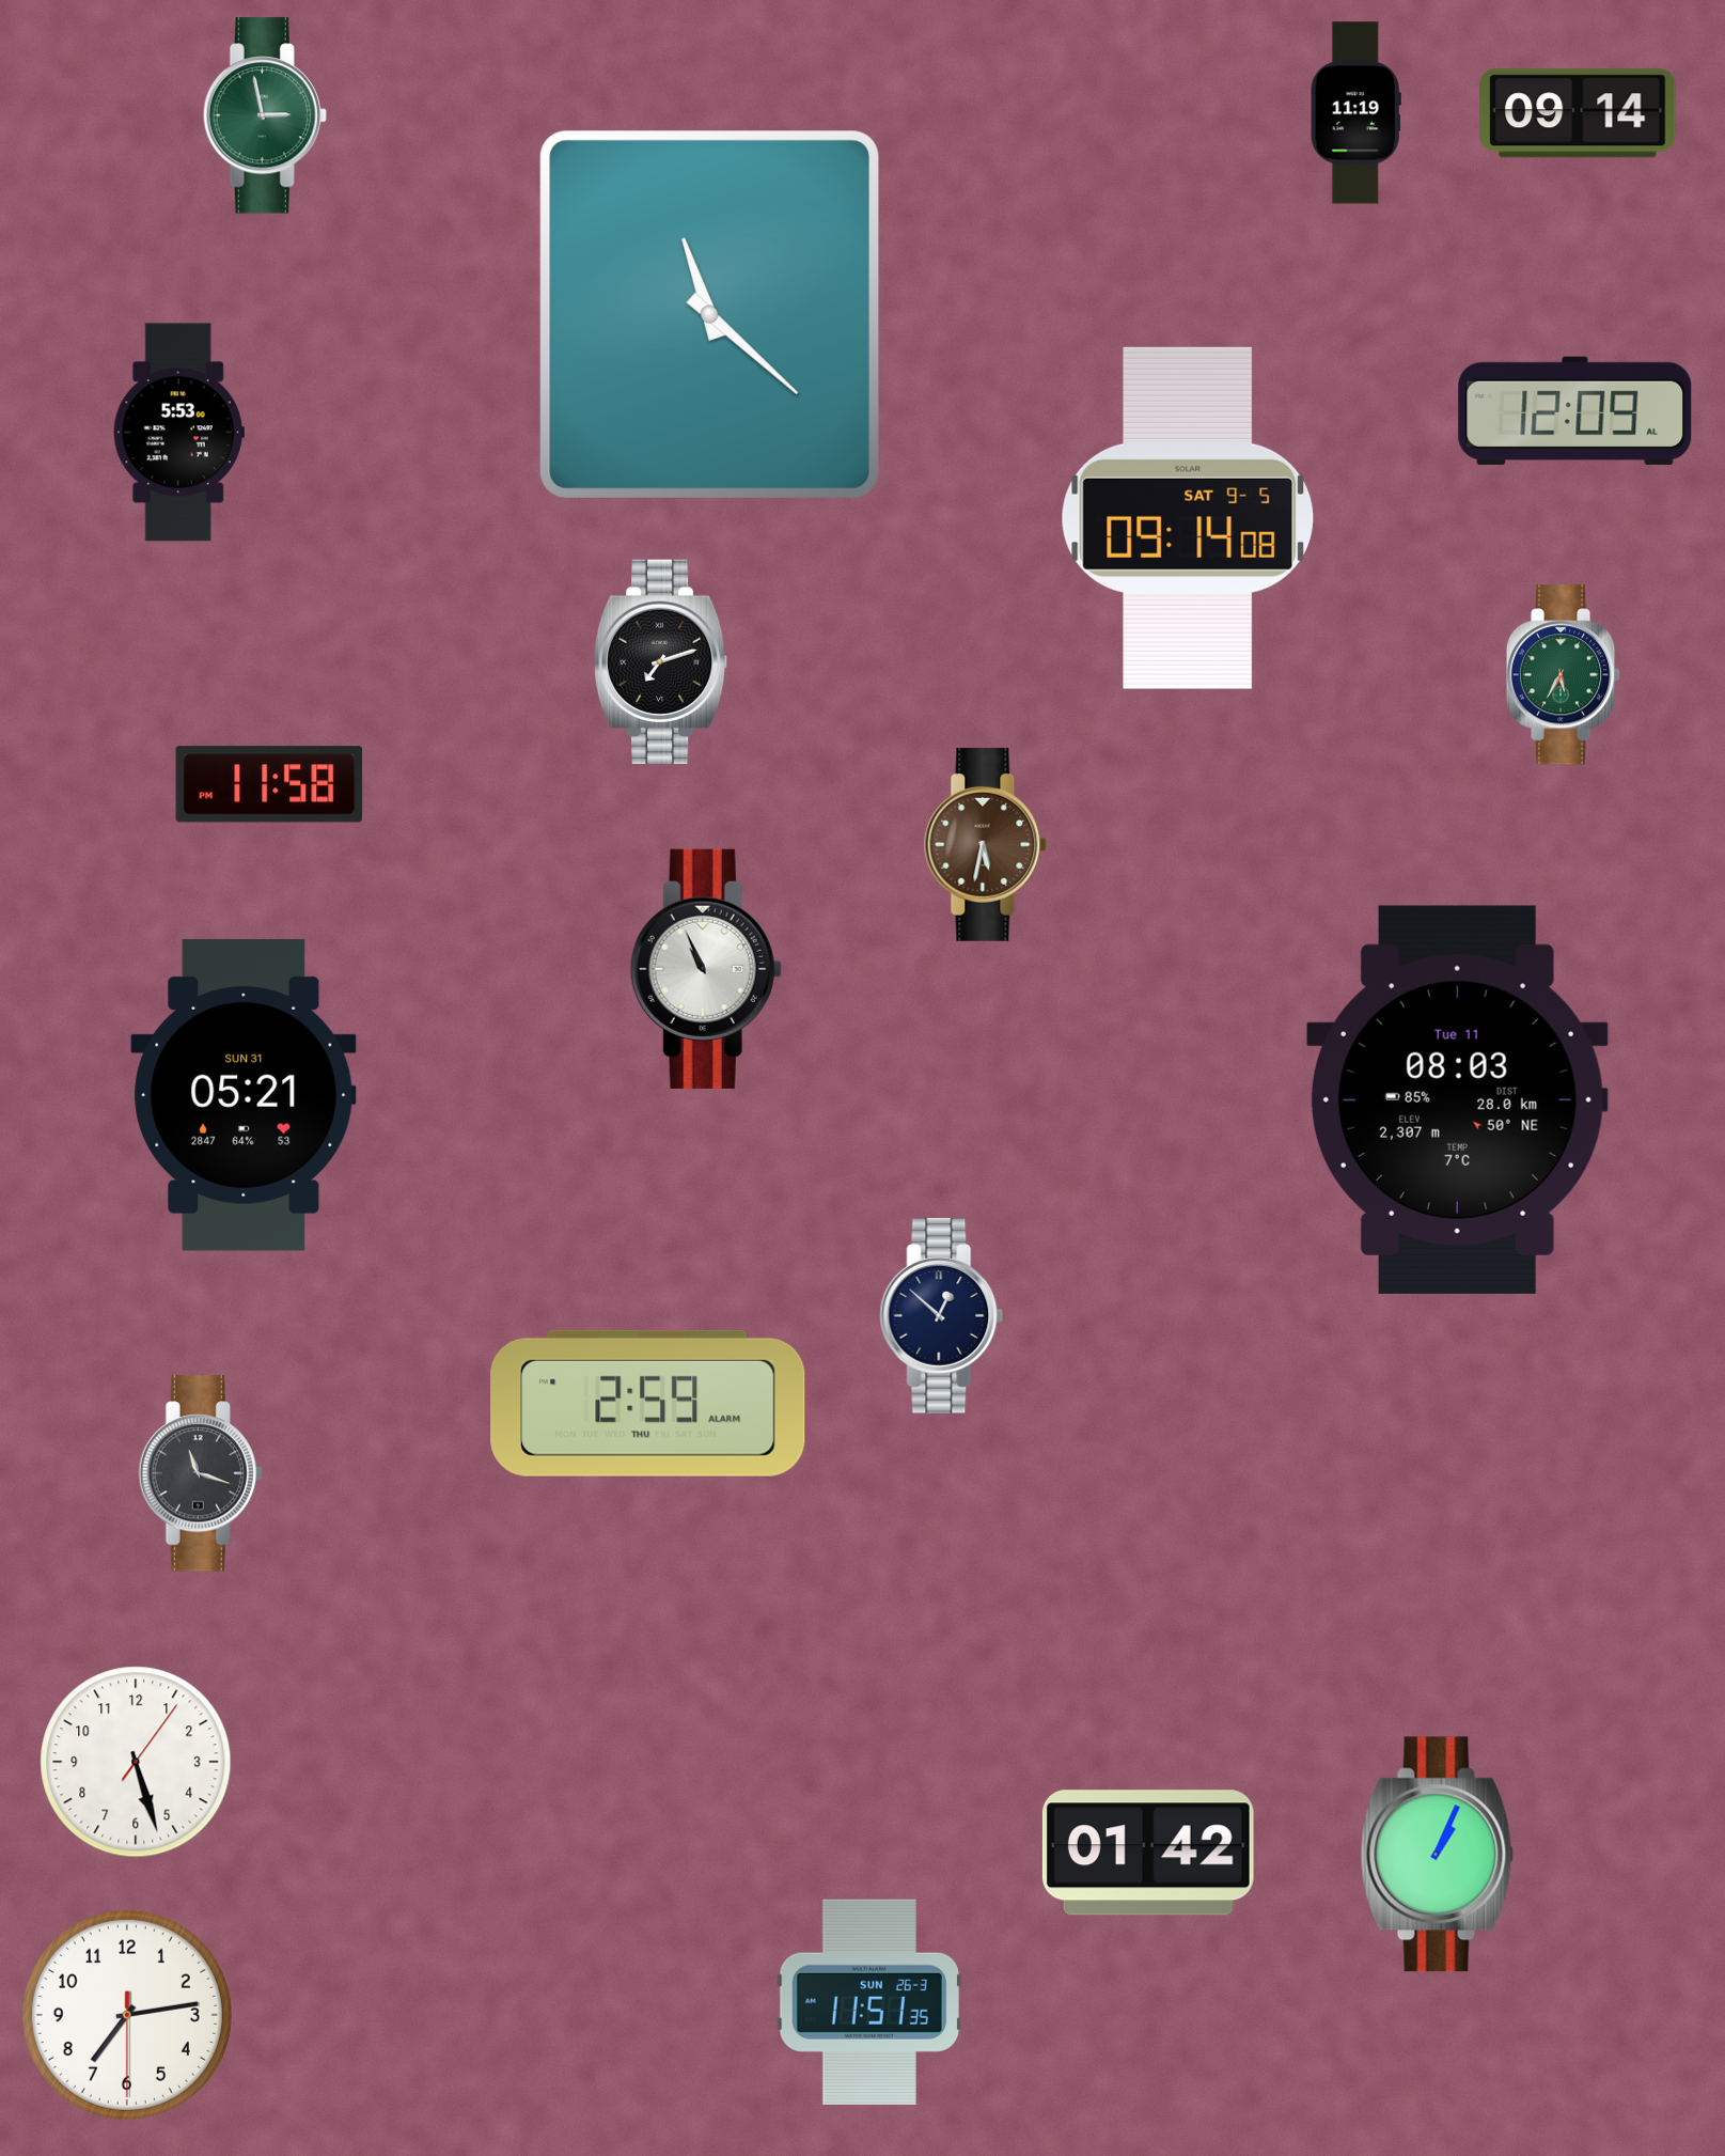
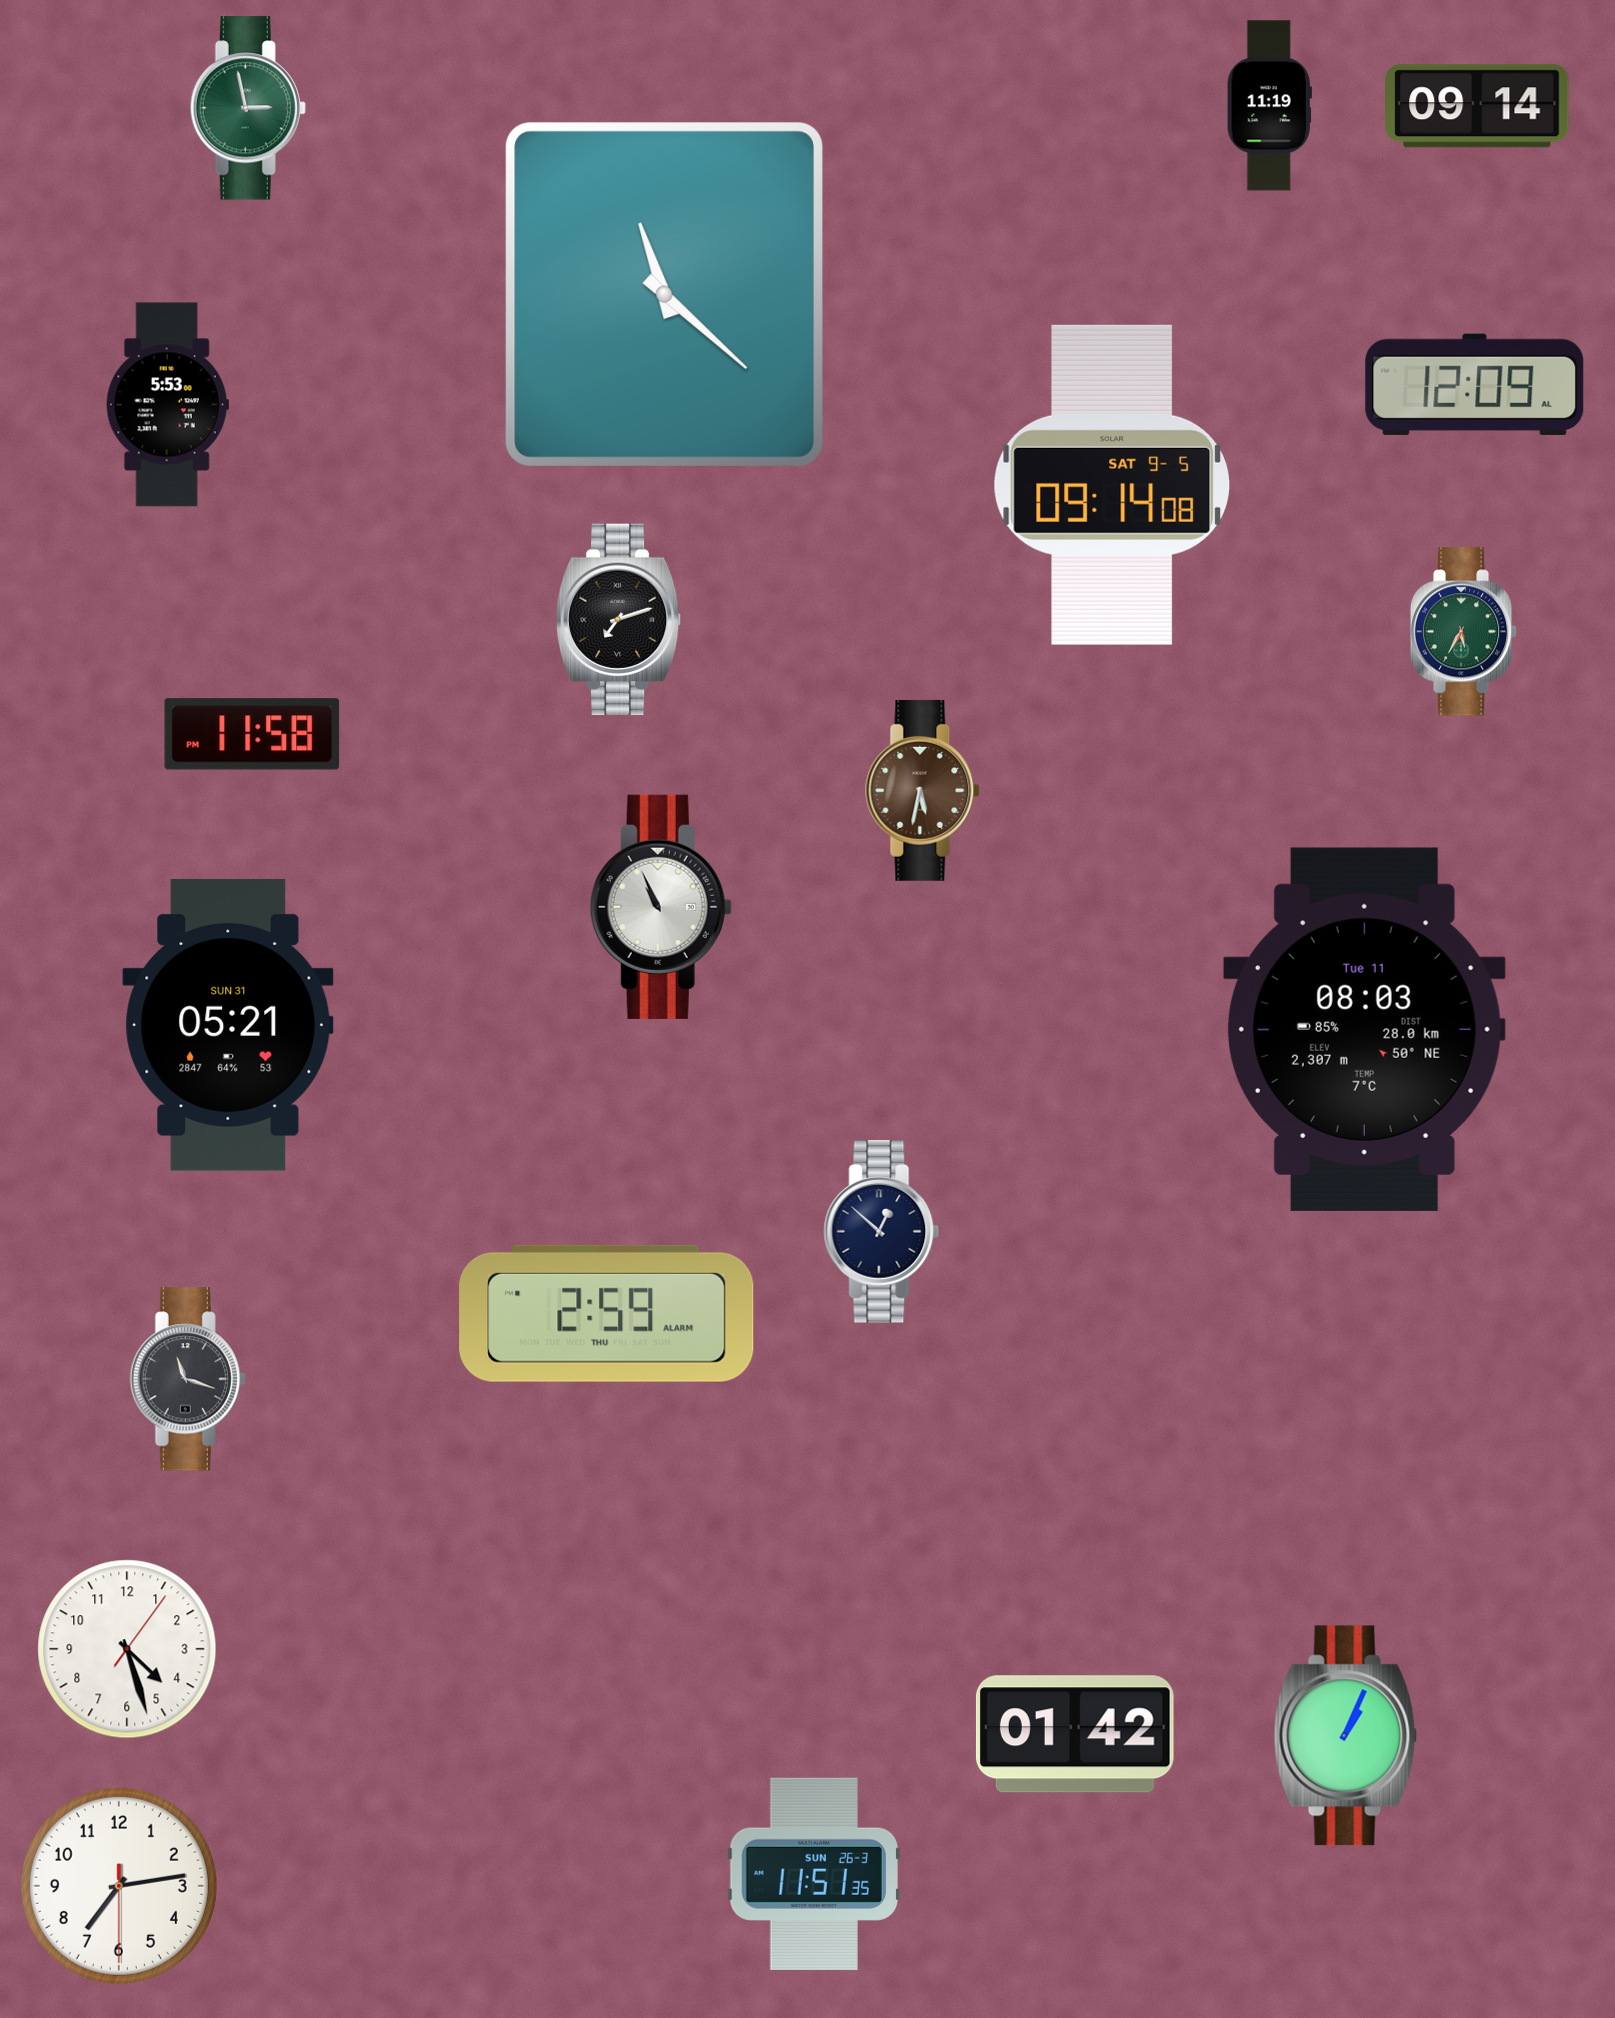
clock at (136, 1762): 5:27 -> 4:27
